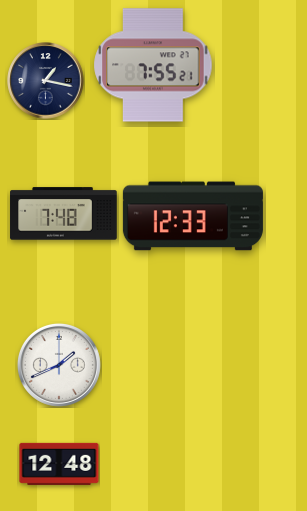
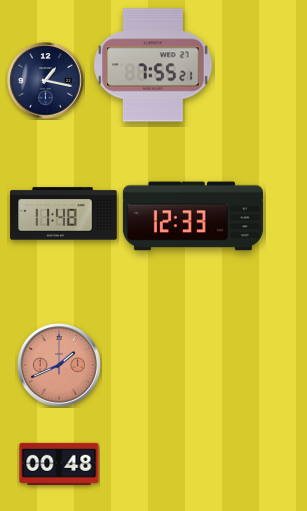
clock at (64, 214): 7:48 -> 11:48
clock at (59, 365) dial: white -> salmon
clock at (59, 464): 12:48 -> 00:48
